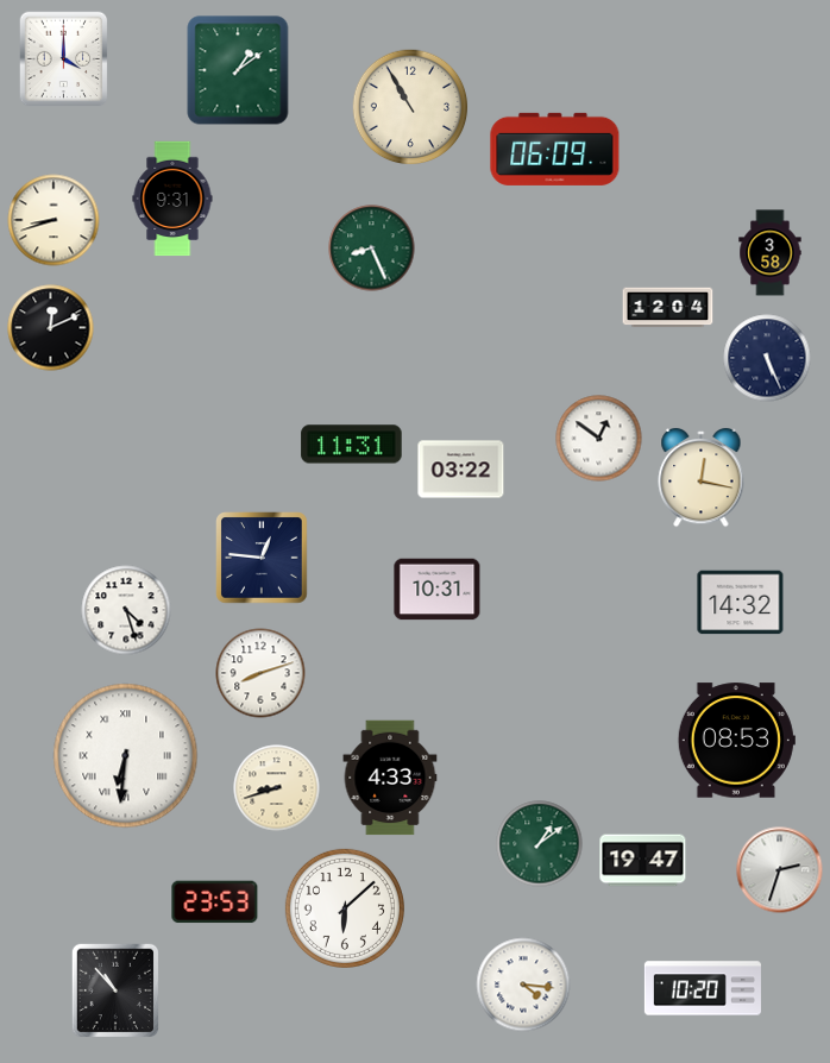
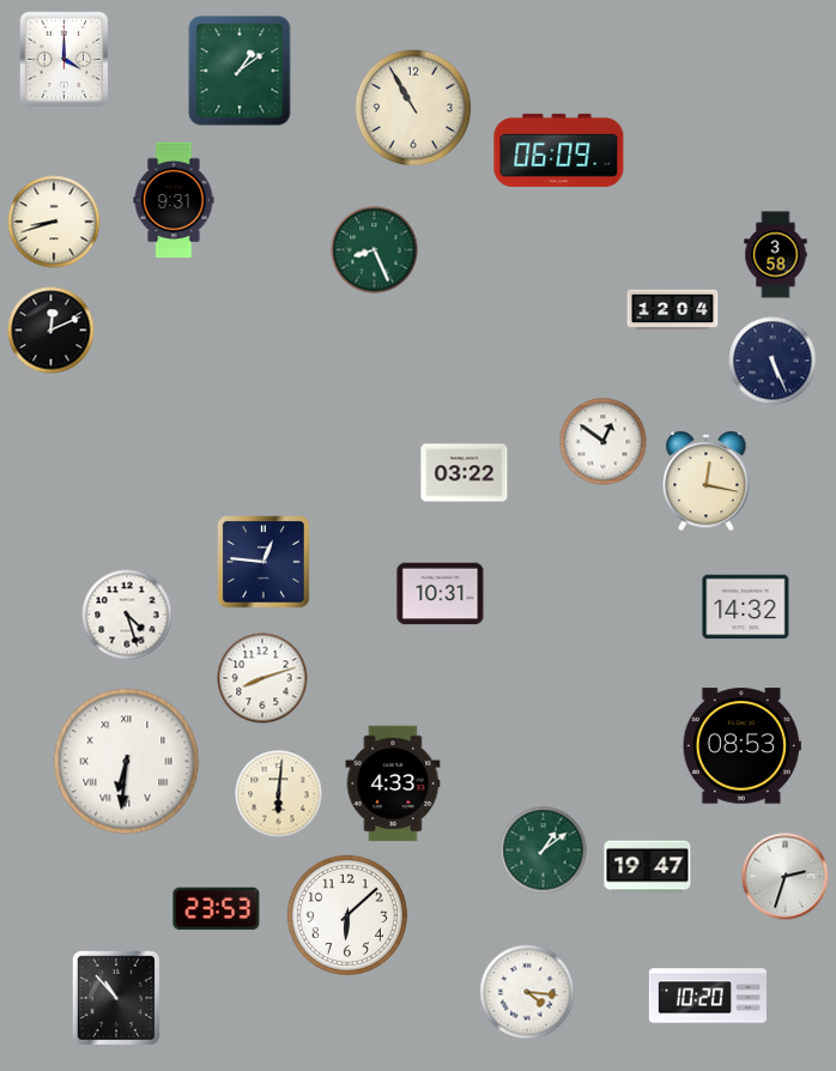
clock at (352, 445): 11:31 -> none
clock at (277, 788): 8:42 -> 6:01
